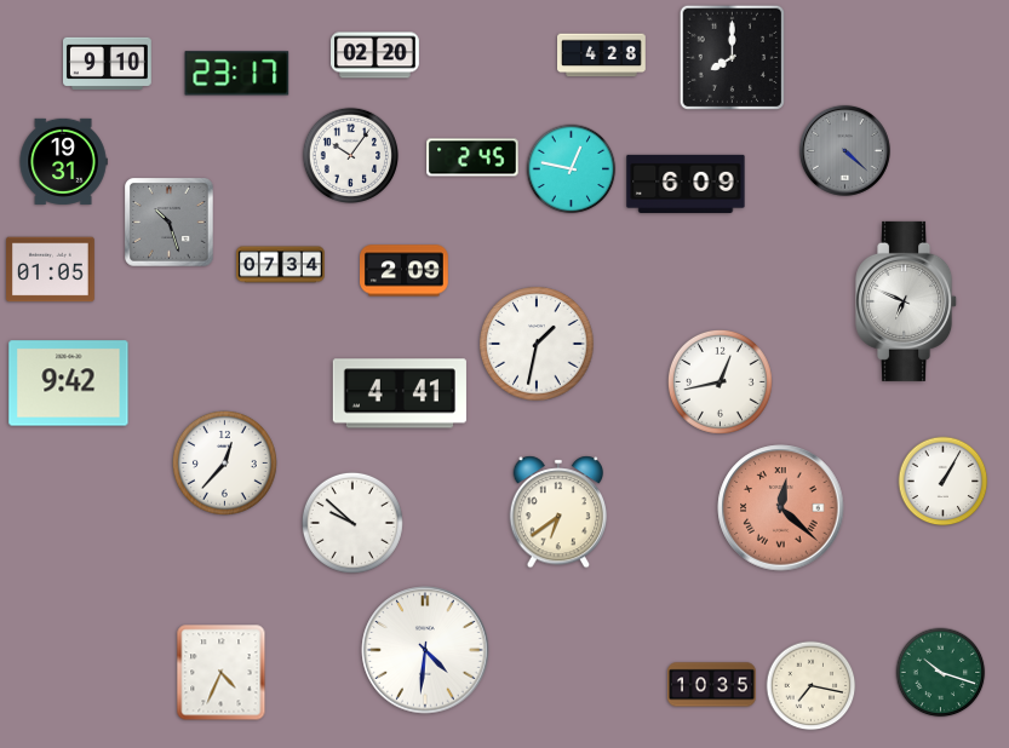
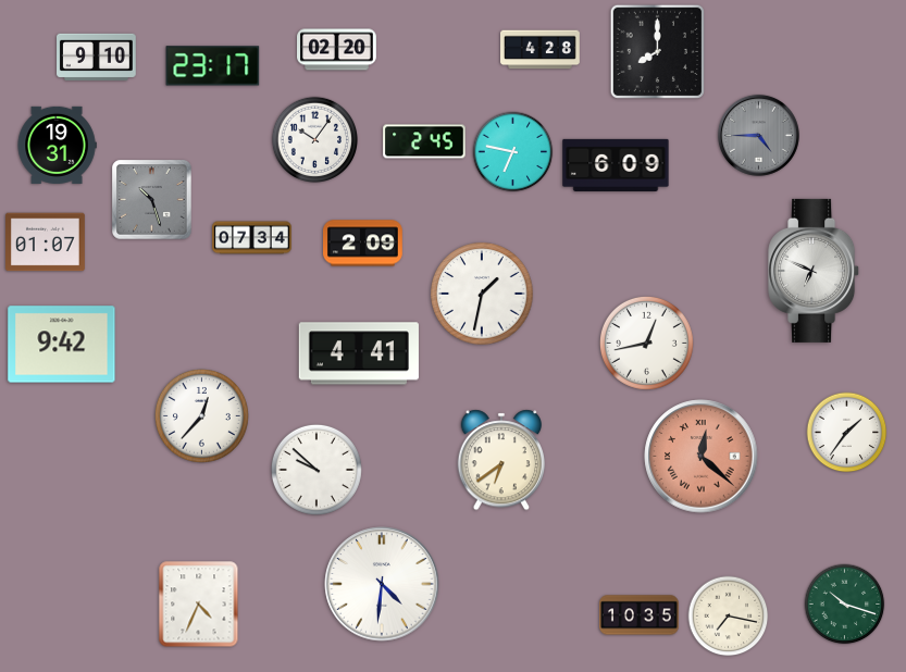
clock at (844, 150): 4:22 -> 4:45
clock at (572, 169): 12:47 -> 6:47
clock at (51, 270): 01:05 -> 01:07
clock at (537, 344) position: (537, 344) -> (482, 294)
clock at (944, 482): 1:05 -> 1:36
